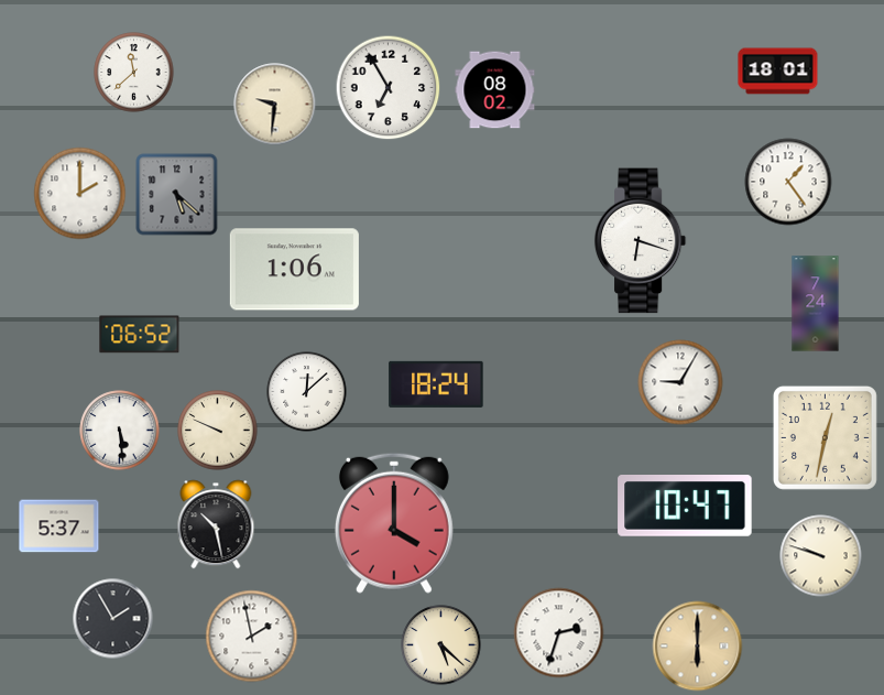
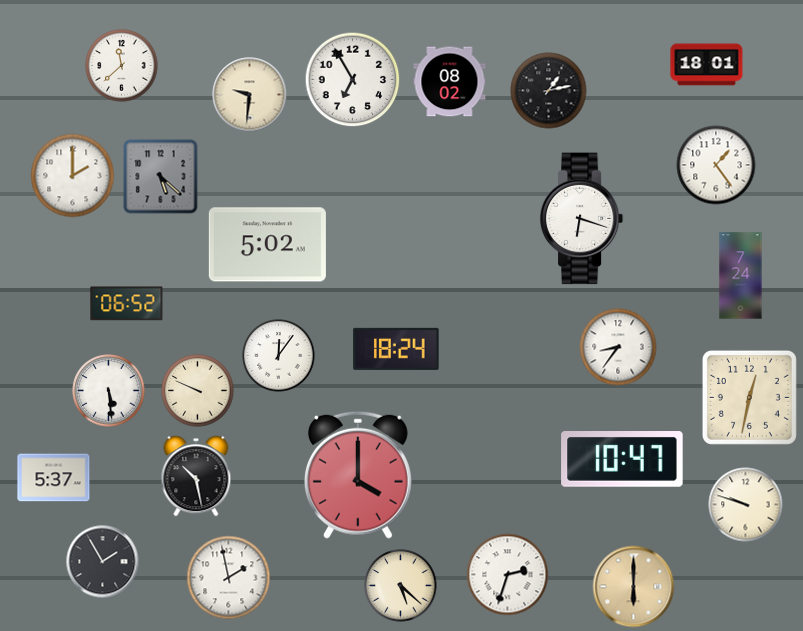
clock at (549, 91): none -> 1:13
clock at (294, 270): 1:06 -> 5:02
clock at (680, 382): 9:05 -> 8:36
clock at (307, 392): 12:08 -> 12:06
